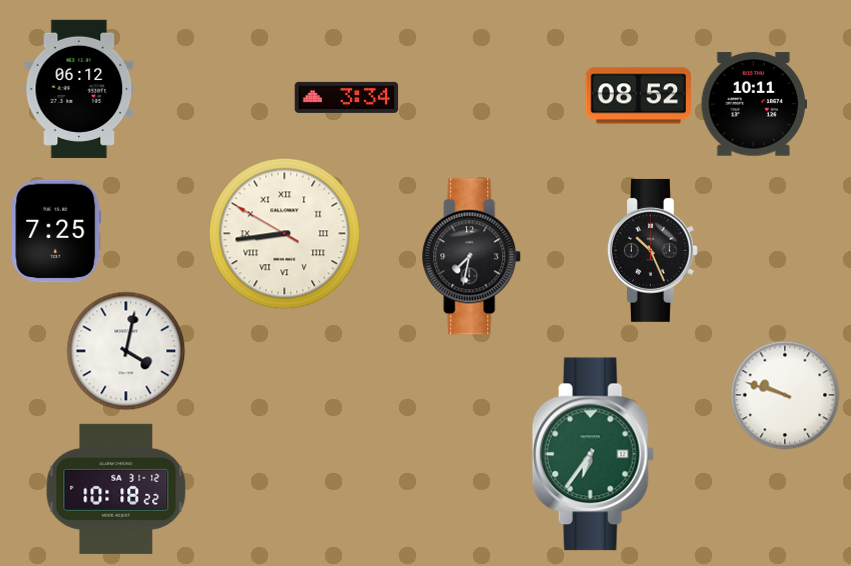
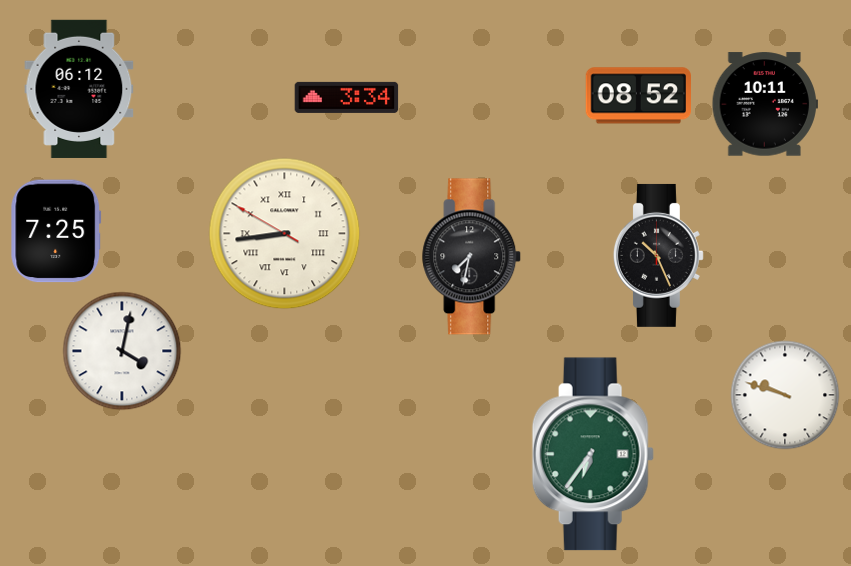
clock at (753, 104) position: (753, 104) -> (764, 104)
clock at (652, 250) position: (652, 250) -> (658, 255)
clock at (126, 351) position: (126, 351) -> (122, 351)
clock at (116, 489): 10:18 -> none
